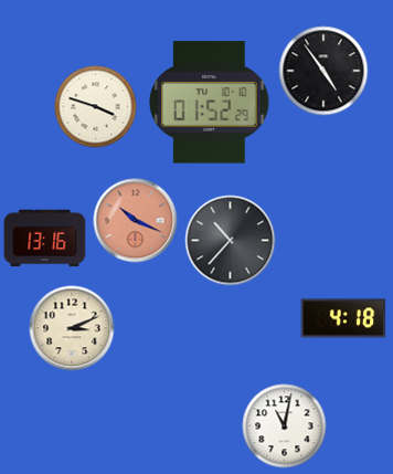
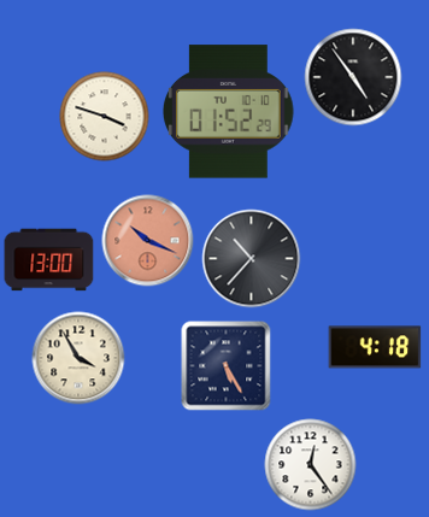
clock at (45, 239): 13:16 -> 13:00
clock at (231, 241) position: (231, 241) -> (252, 259)
clock at (72, 328): 3:11 -> 3:55
clock at (227, 366): none -> 5:25
clock at (285, 426): 11:02 -> 12:24
